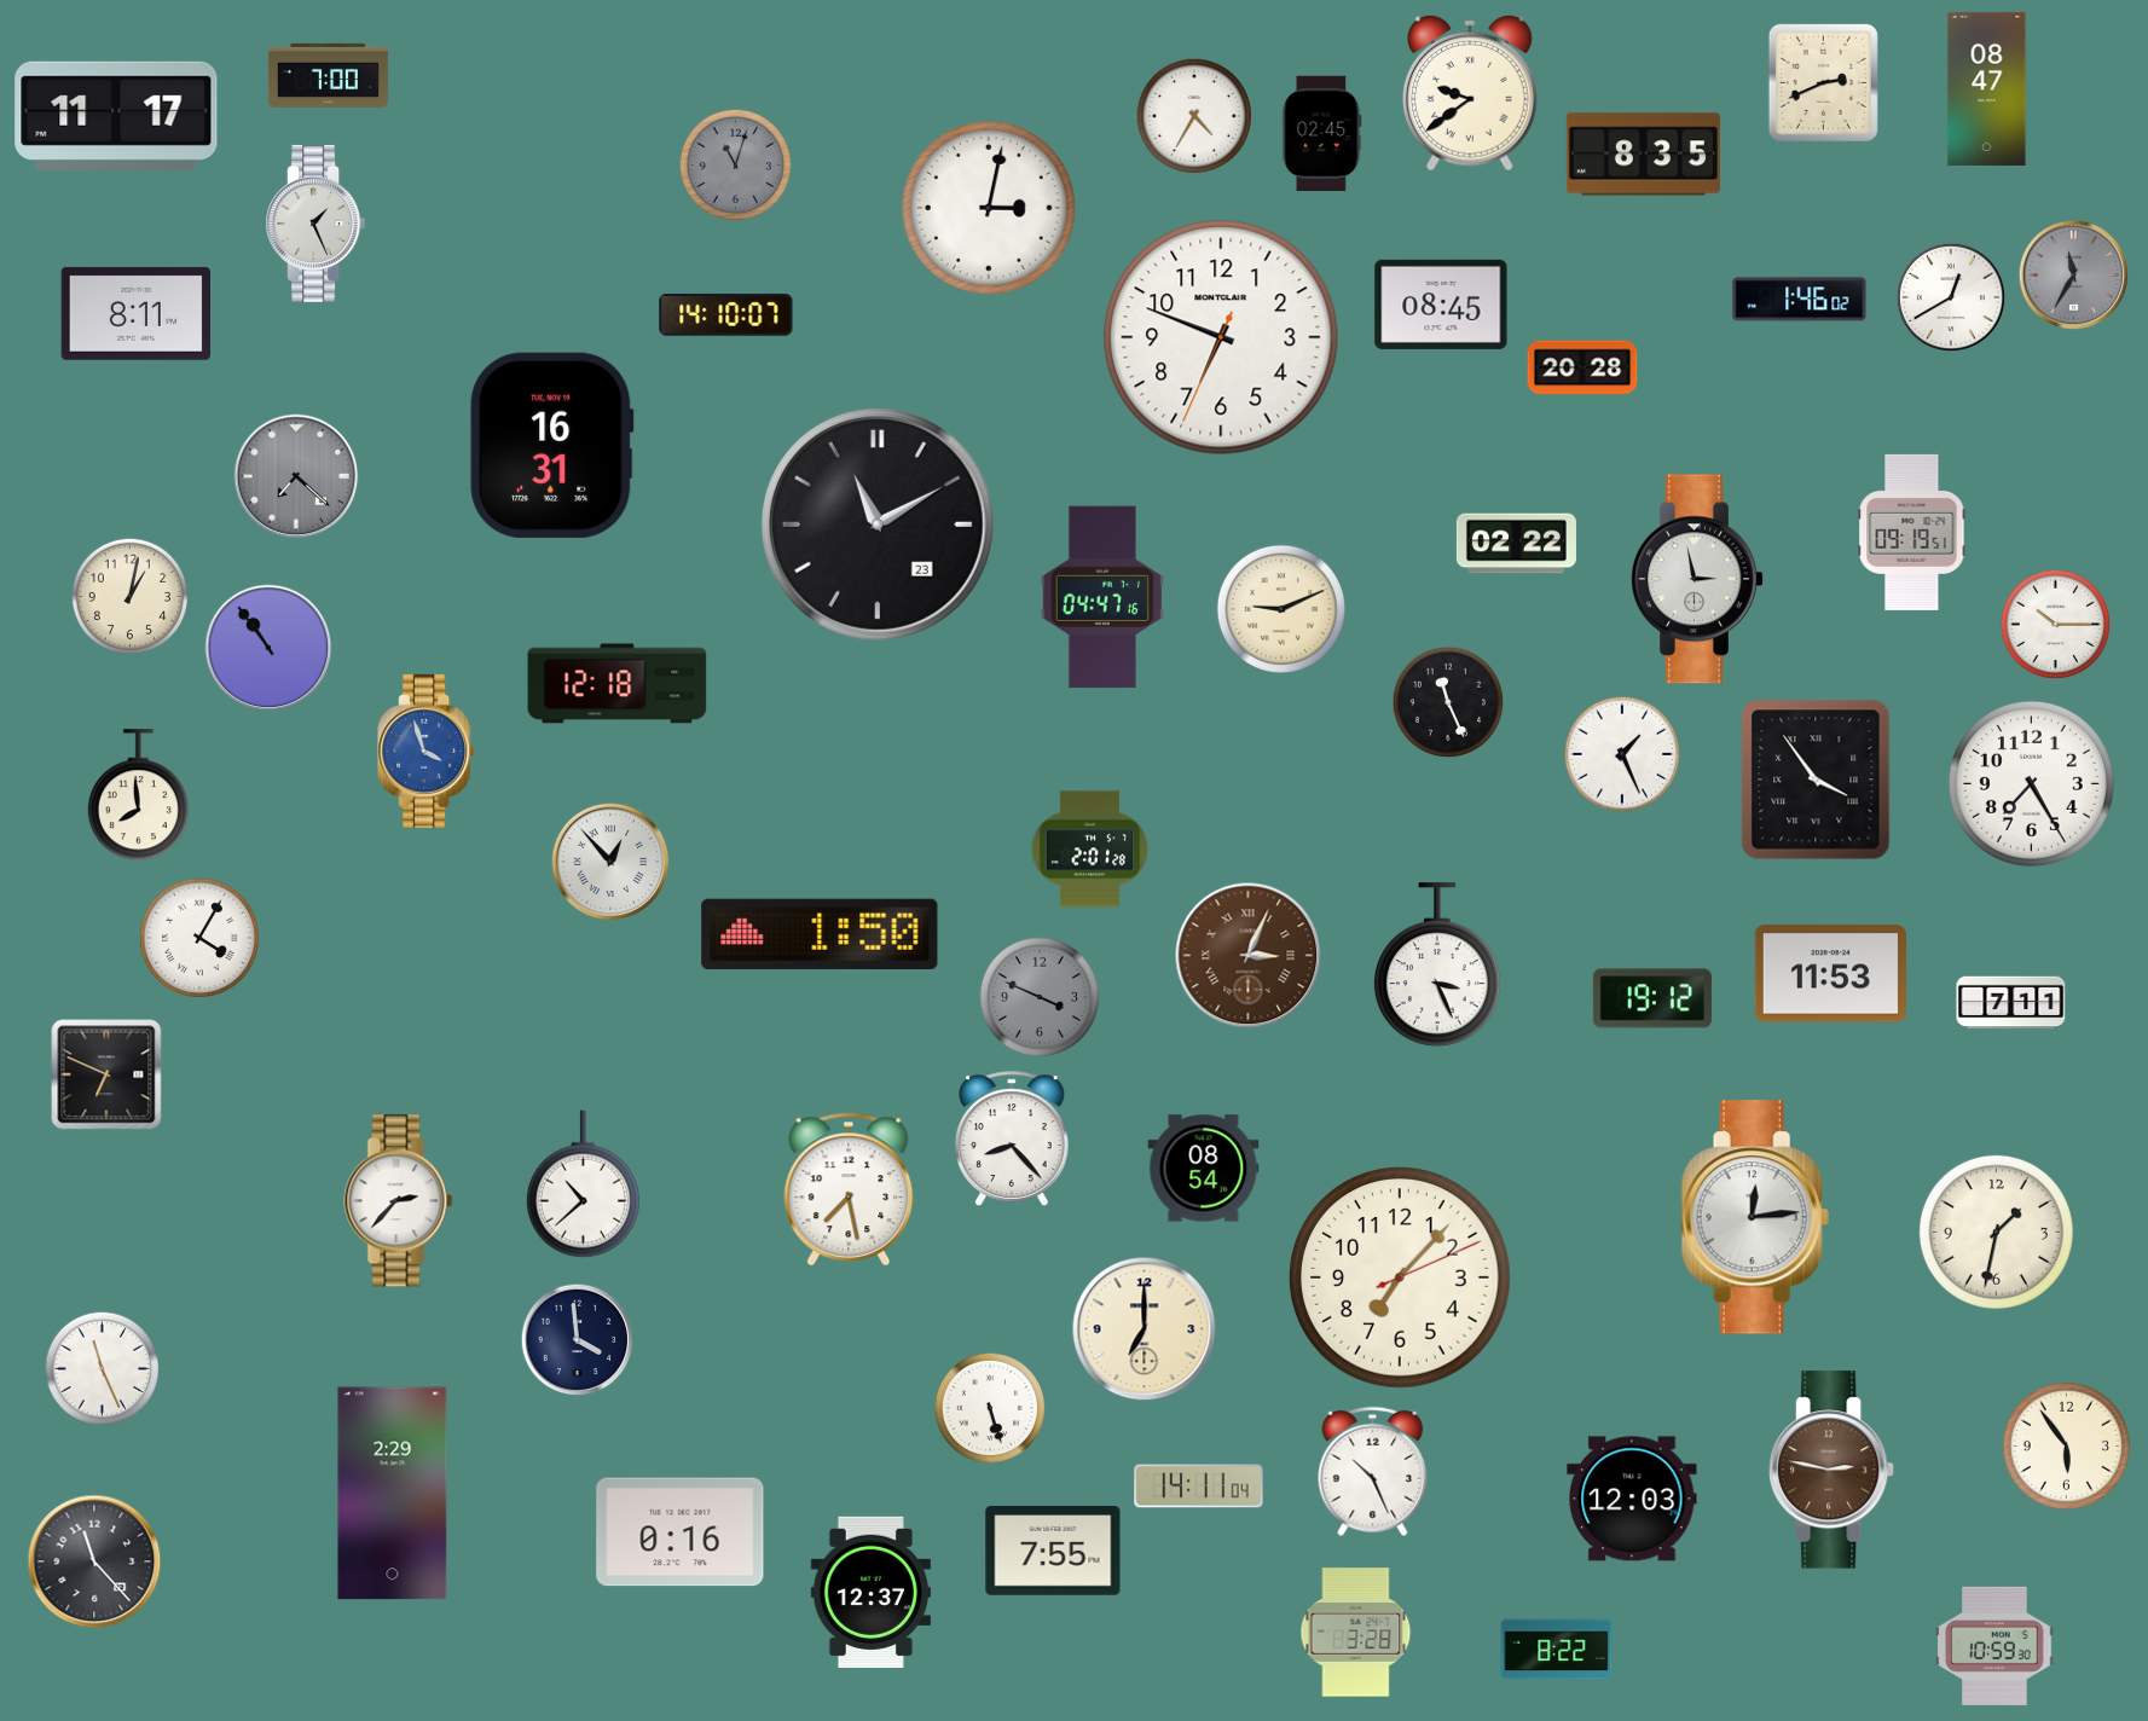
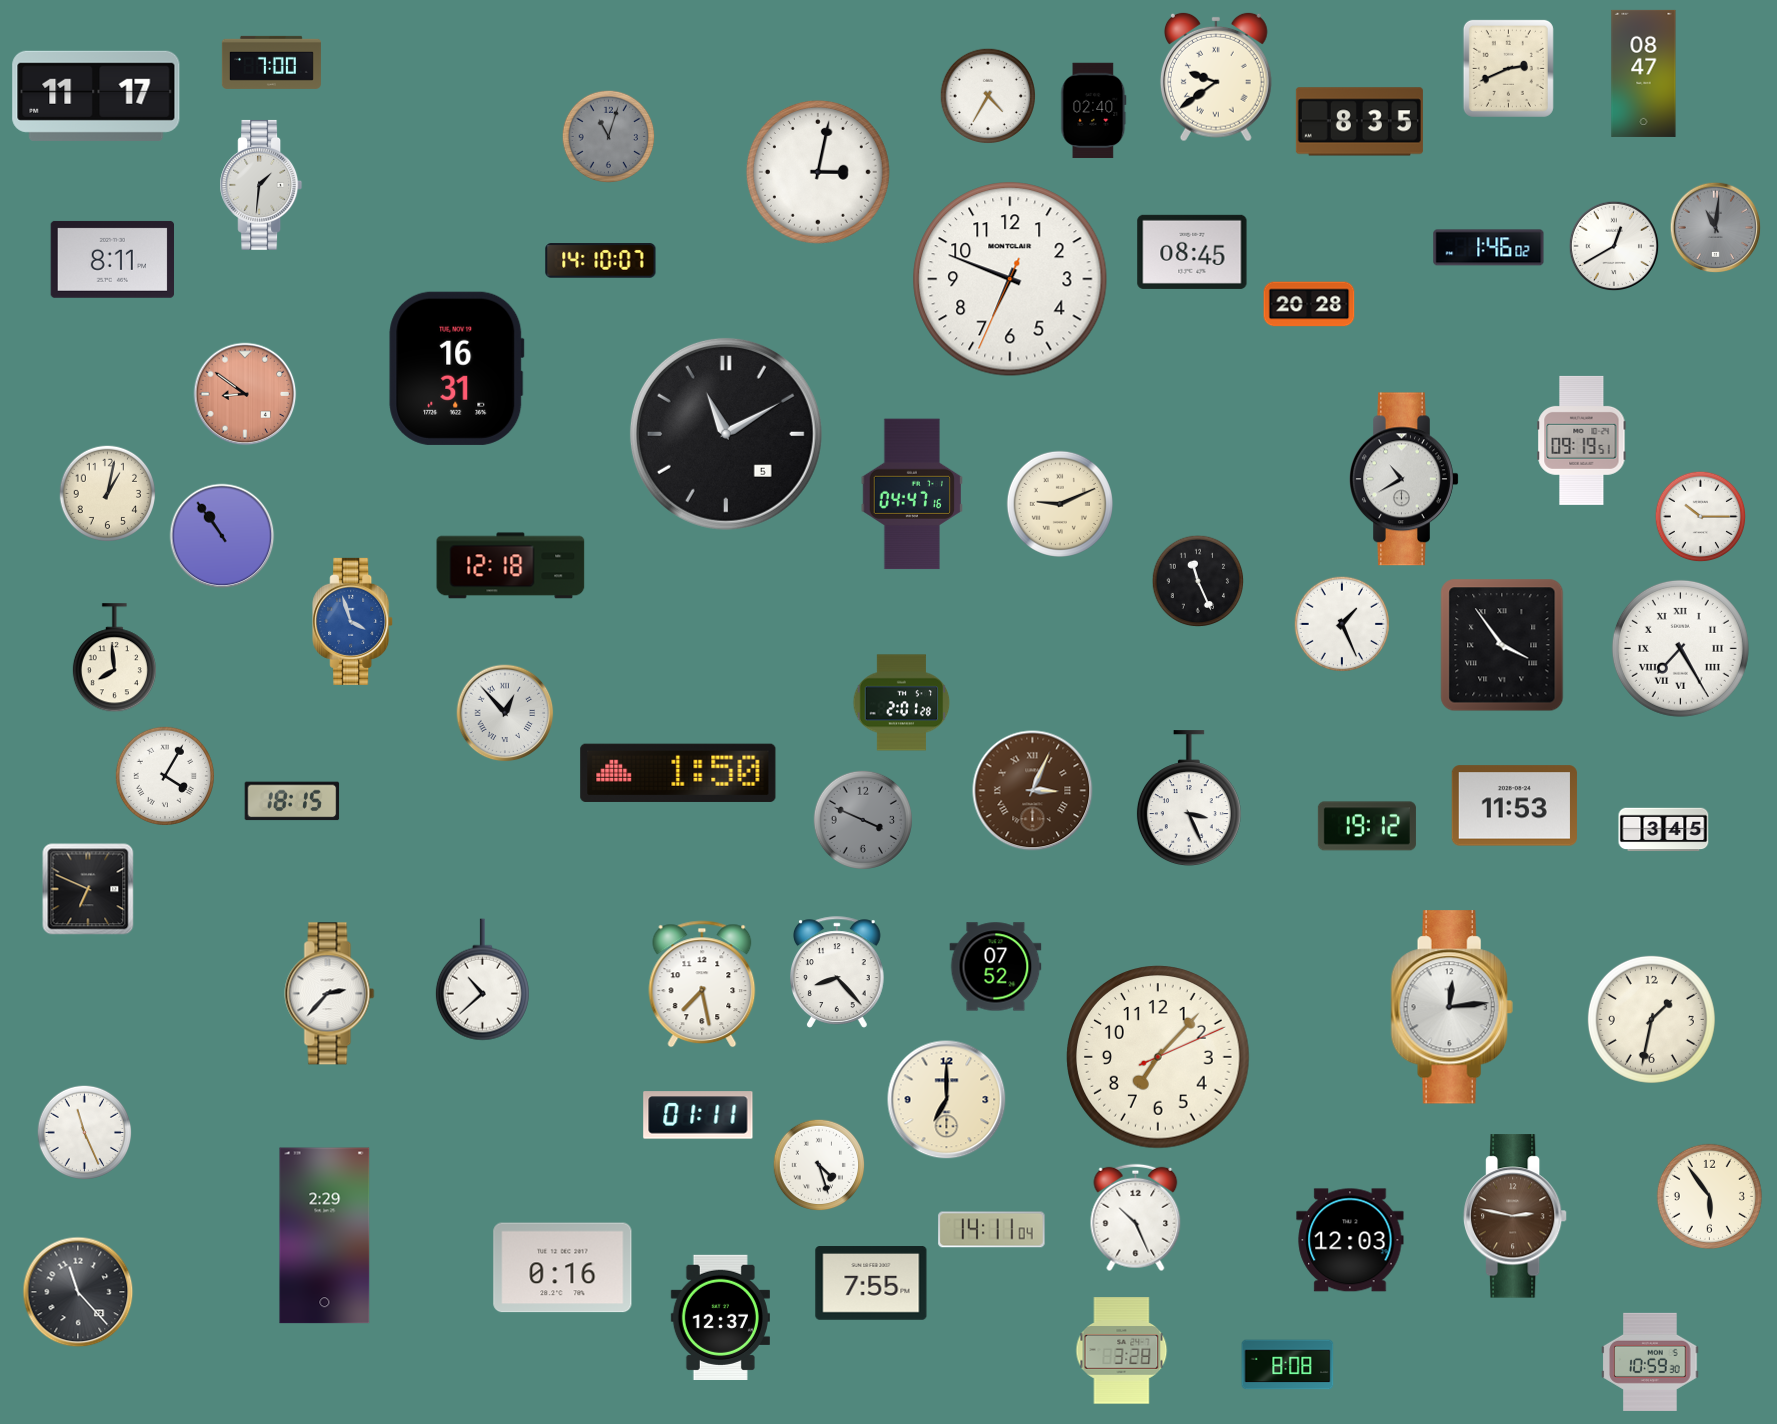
clock at (1322, 134): 02:45 -> 02:40
clock at (1643, 155) position: (1643, 155) -> (1359, 122)
clock at (315, 224): 1:26 -> 1:31
clock at (2074, 276): 11:35 -> 11:01
clock at (296, 476): 7:22 -> 8:51
clock at (296, 476) dial: grey -> salmon
clock at (878, 525) date: 23 -> 5
clock at (1516, 544): 02:22 -> none
clock at (1697, 579): 2:58 -> 10:40
clock at (2031, 783) numerals: Arabic -> Roman
clock at (292, 801): none -> 18:15
clock at (1038, 996) position: (1038, 996) -> (862, 819)
clock at (2011, 1003): 7:11 -> 3:45
clock at (1013, 1138) position: (1013, 1138) -> (838, 972)
clock at (1204, 1169): 08:54 -> 07:52
clock at (578, 1340): 3:59 -> none
clock at (698, 1115): none -> 01:11
clock at (990, 1408): 5:27 -> 4:27
clock at (1557, 1650): 8:22 -> 8:08
